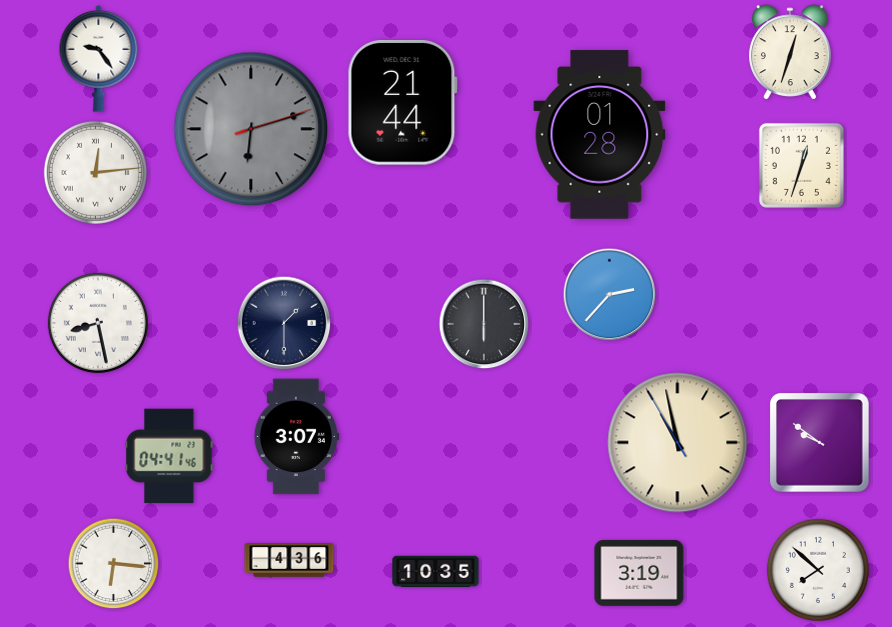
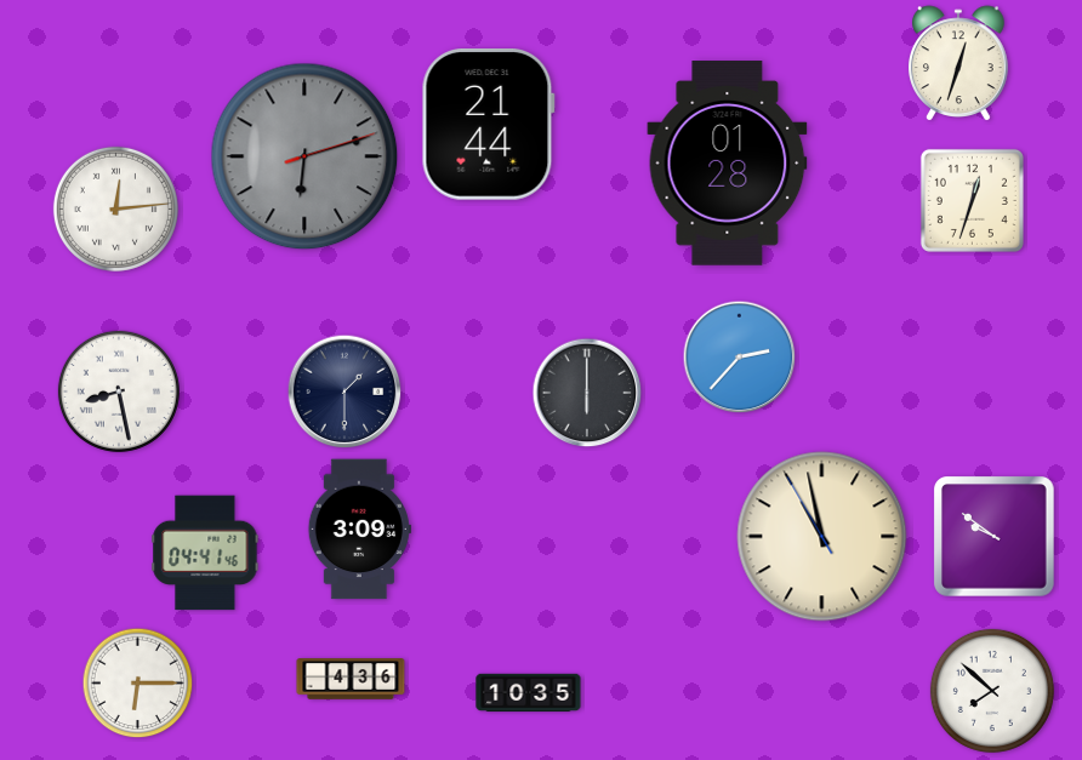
clock at (99, 58): 9:24 -> none
clock at (296, 437): 3:07 -> 3:09
clock at (114, 564): 6:16 -> 6:15
clock at (639, 573): 3:19 -> none
